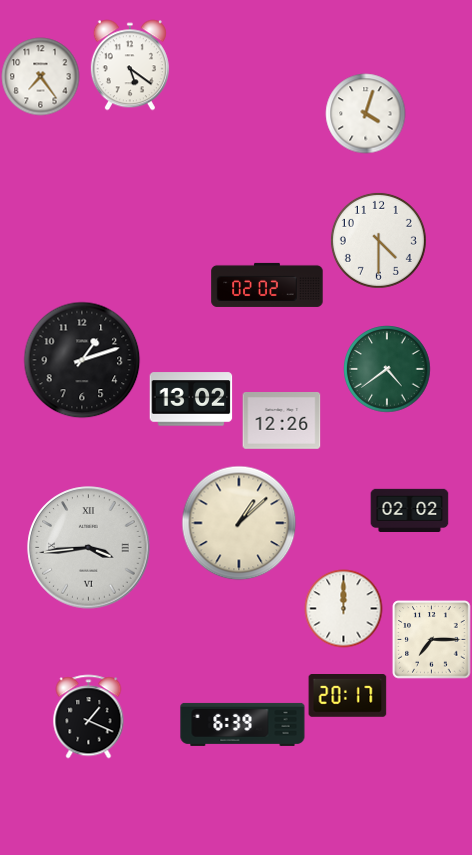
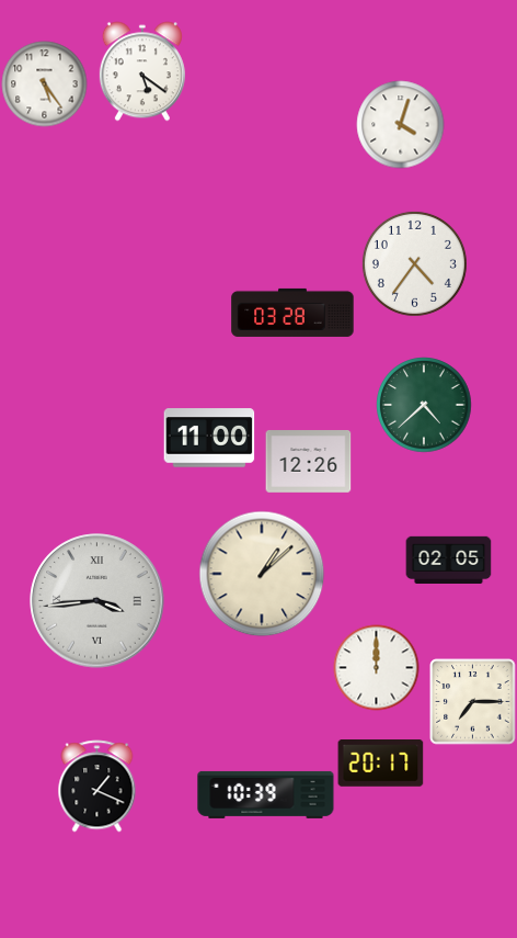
clock at (40, 76): 7:24 -> 5:24
clock at (378, 240): 4:30 -> 4:36
clock at (267, 285): 02:02 -> 03:28
clock at (82, 360): 1:12 -> none
clock at (387, 369): 4:39 -> 4:38
clock at (191, 399): 13:02 -> 11:00
clock at (409, 510): 02:02 -> 02:05
clock at (243, 724): 6:39 -> 10:39
